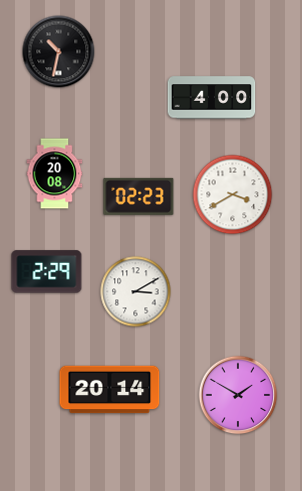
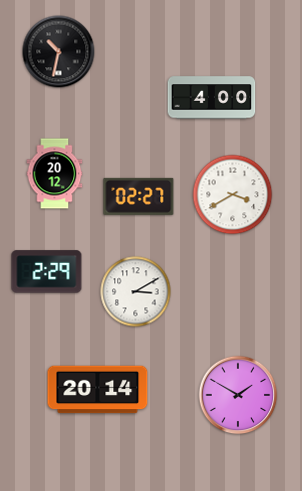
clock at (55, 174): 20:08 -> 20:12
clock at (139, 196): 02:23 -> 02:27
clock at (110, 390) position: (110, 390) -> (98, 390)
